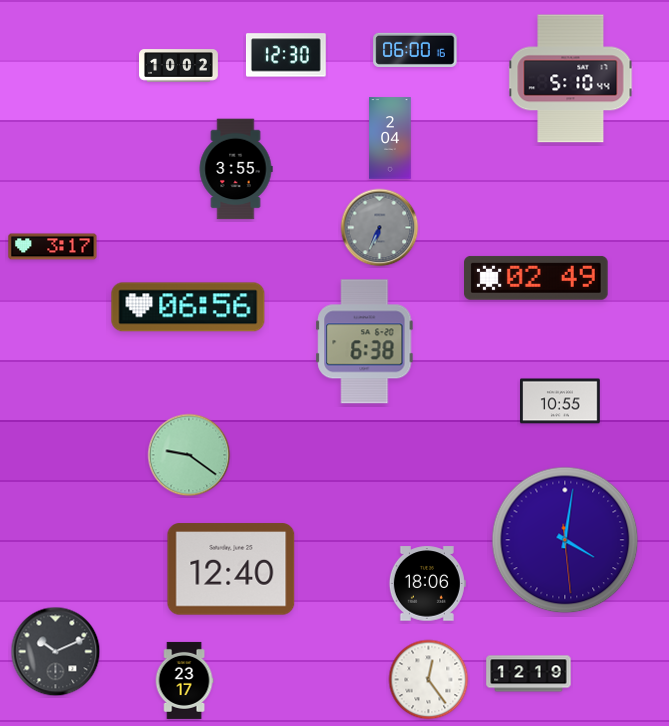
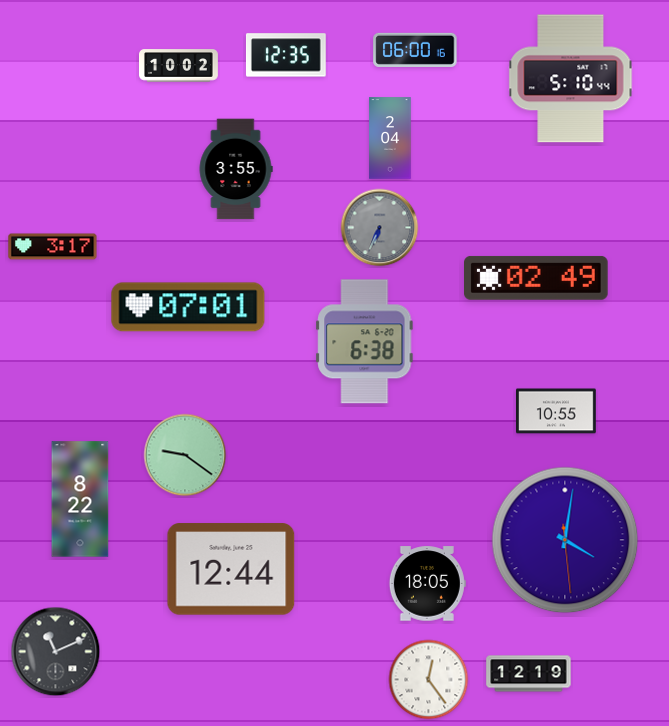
clock at (286, 55): 12:30 -> 12:35
clock at (188, 307): 06:56 -> 07:01
clock at (561, 401) position: (561, 401) -> (557, 411)
clock at (189, 455) position: (189, 455) -> (185, 455)
clock at (80, 499): none -> 8:22
clock at (231, 569): 12:40 -> 12:44
clock at (427, 584): 18:06 -> 18:05
clock at (56, 652): 10:11 -> 11:11
clock at (184, 680): 23:17 -> none
